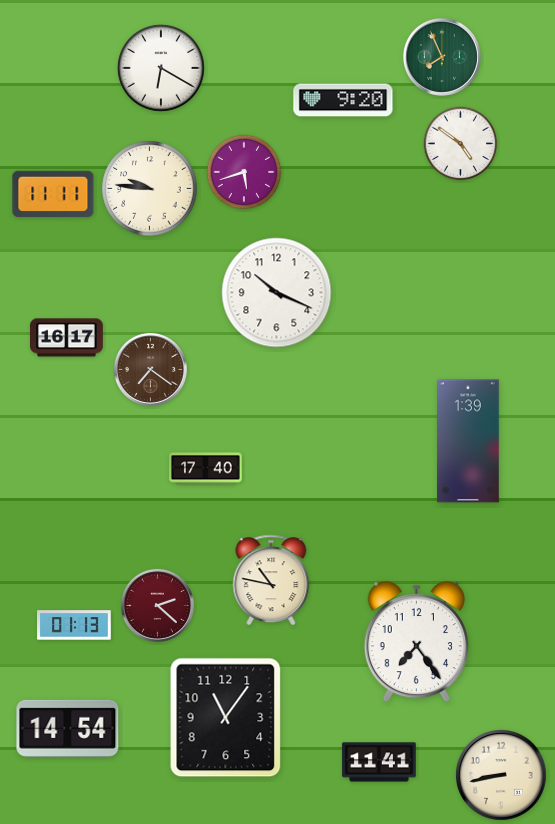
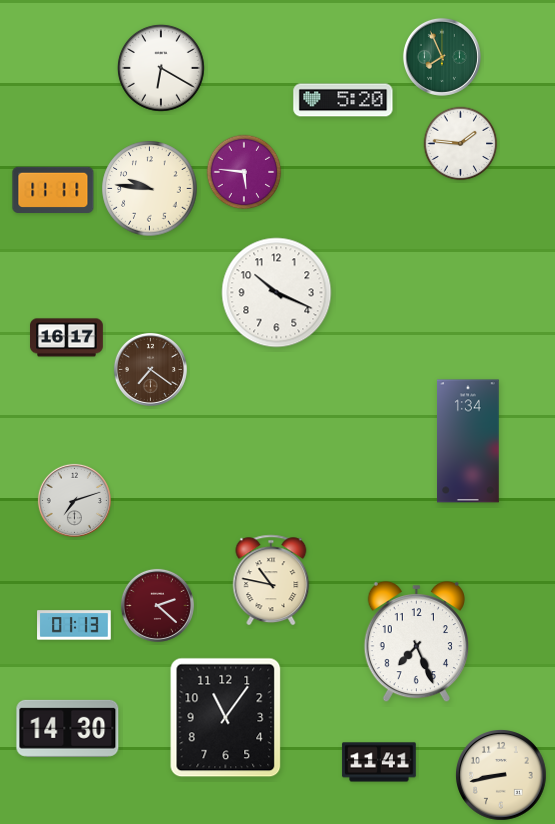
clock at (343, 100): 9:20 -> 5:20
clock at (461, 144): 4:51 -> 1:46
clock at (244, 172): 5:42 -> 5:46
clock at (53, 194) position: (53, 194) -> (53, 190)
clock at (468, 441): 1:39 -> 1:34
clock at (206, 469): 17:40 -> none
clock at (74, 500): none -> 7:12
clock at (416, 642): 7:24 -> 7:26
clock at (68, 728): 14:54 -> 14:30
